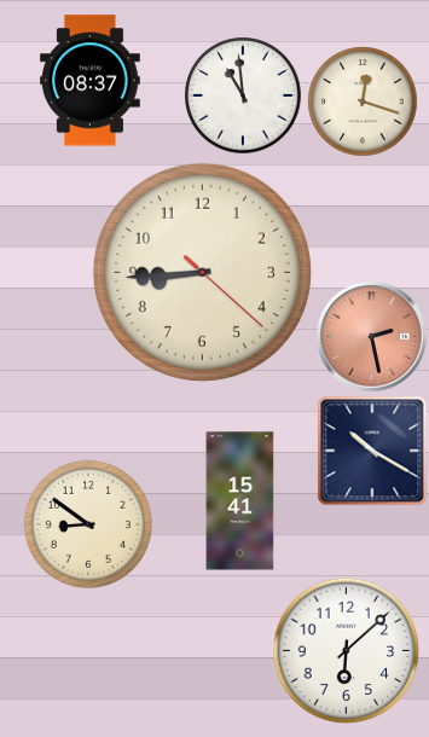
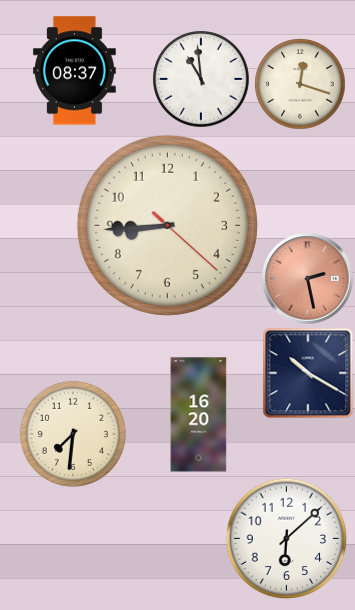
clock at (89, 81) position: (89, 81) -> (74, 71)
clock at (240, 501): 15:41 -> 16:20
clock at (88, 524): 8:51 -> 7:31
